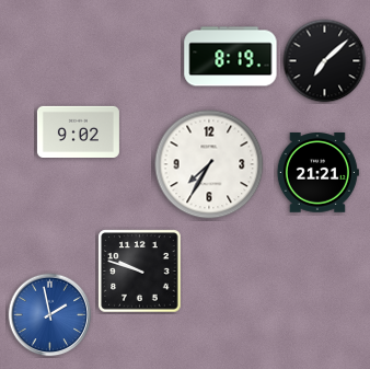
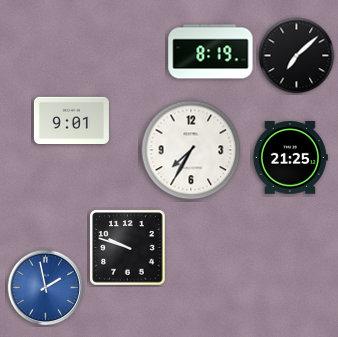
clock at (78, 131): 9:02 -> 9:01
clock at (317, 173): 21:21 -> 21:25
